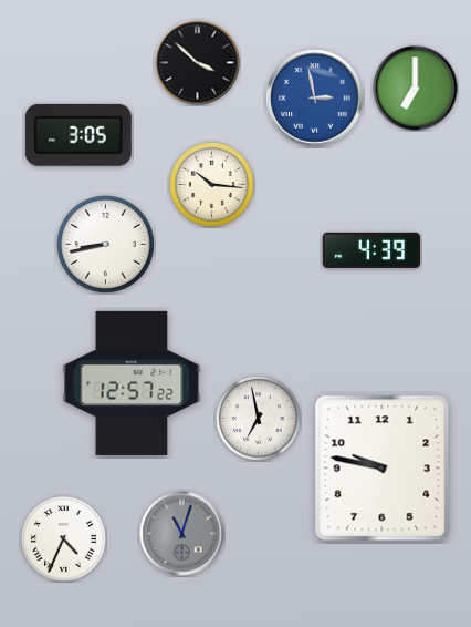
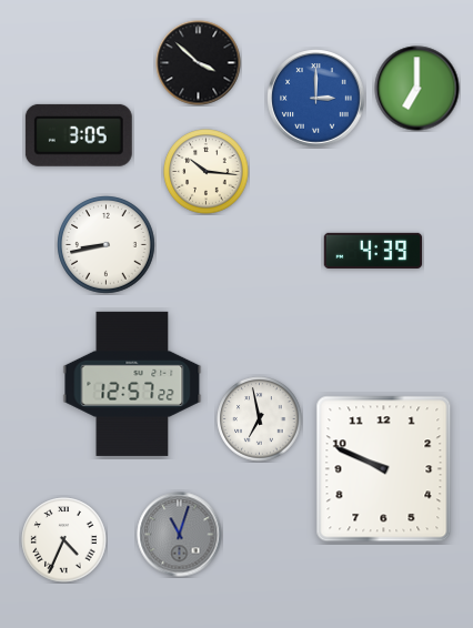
clock at (315, 99): 2:58 -> 3:00
clock at (212, 185) position: (212, 185) -> (207, 172)
clock at (383, 469): 9:47 -> 9:49
clock at (182, 534) position: (182, 534) -> (180, 535)
